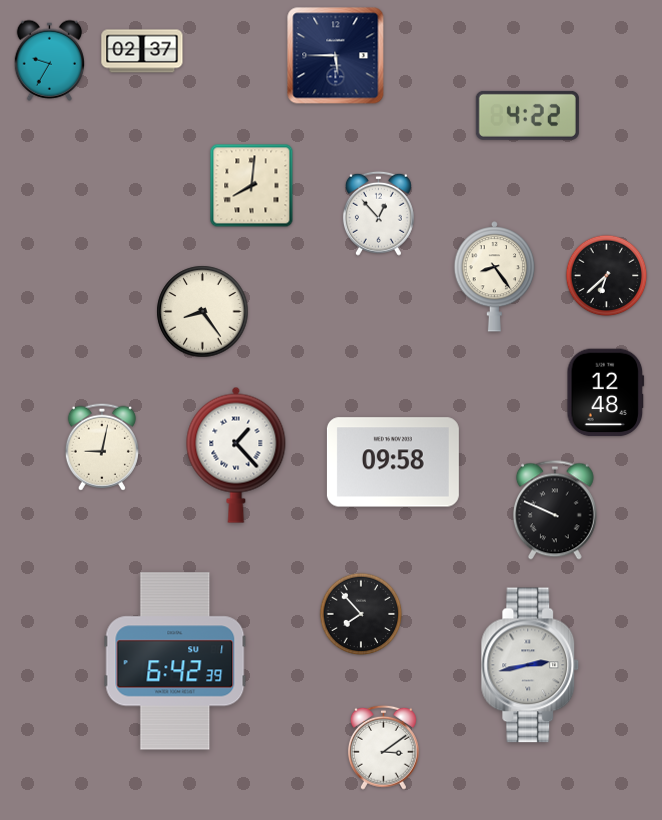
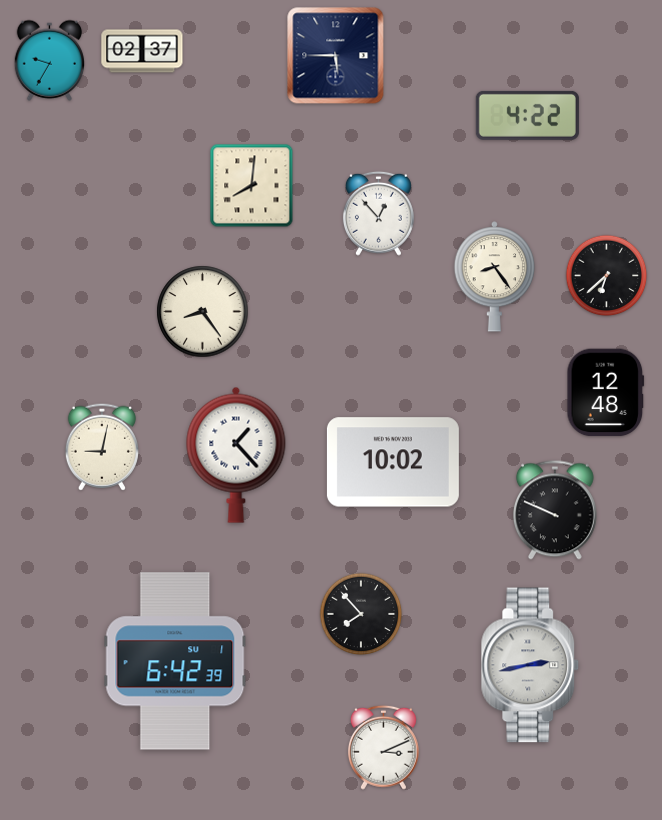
clock at (393, 462): 09:58 -> 10:02
clock at (383, 747): 3:09 -> 3:11
